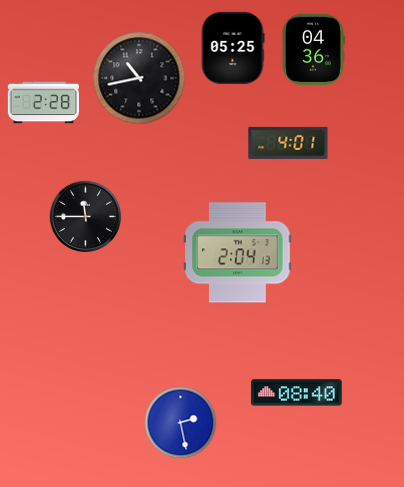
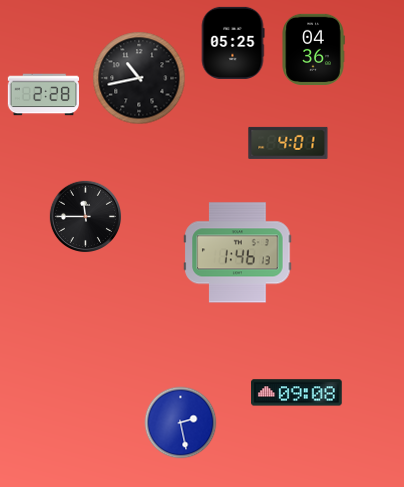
clock at (233, 48) position: (233, 48) -> (233, 43)
clock at (43, 103) position: (43, 103) -> (43, 95)
clock at (238, 253): 2:04 -> 1:46
clock at (297, 393): 08:40 -> 09:08
